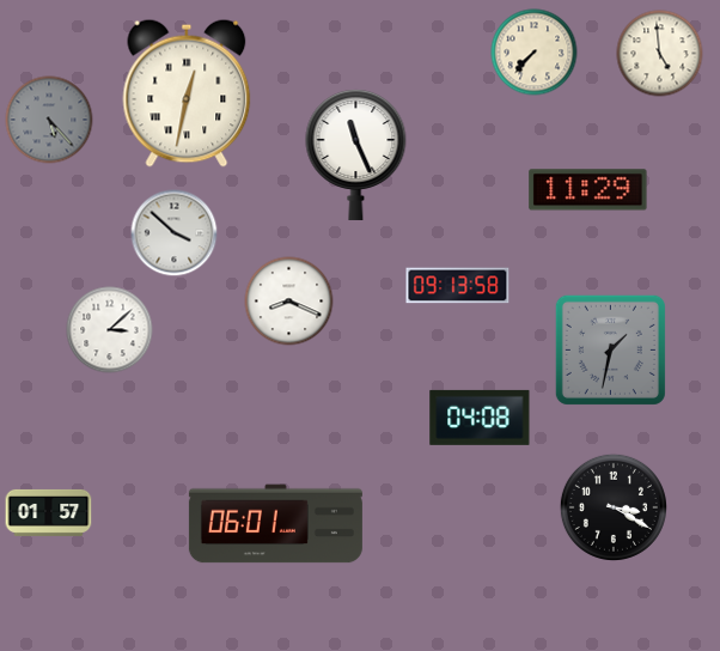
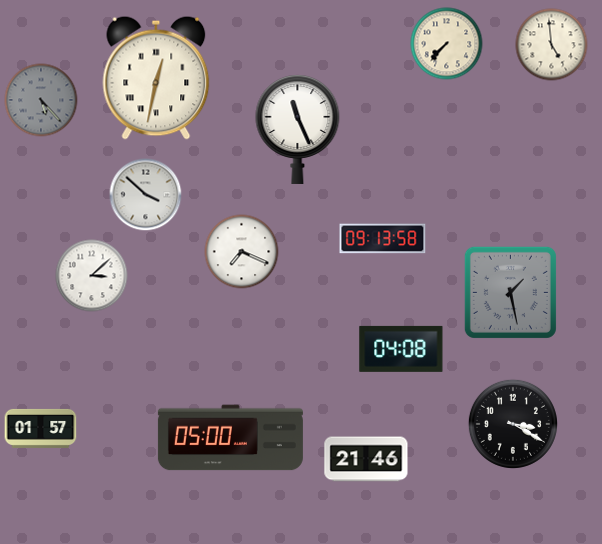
clock at (588, 190): 11:29 -> none
clock at (289, 302): 8:19 -> 7:19
clock at (610, 349): 1:32 -> 1:28
clock at (275, 524): 06:01 -> 05:00
clock at (366, 459): none -> 21:46
